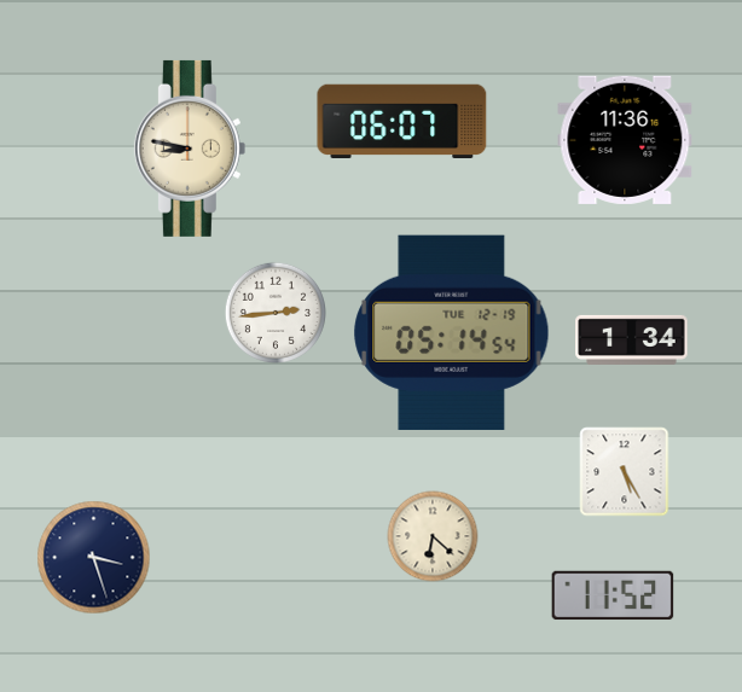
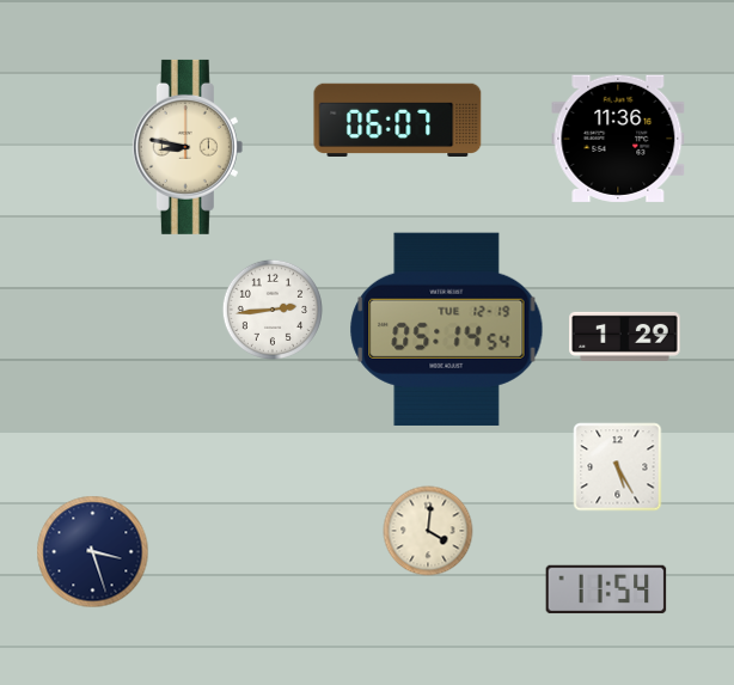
clock at (632, 339): 1:34 -> 1:29
clock at (433, 536): 6:22 -> 4:01
clock at (613, 595): 11:52 -> 11:54
